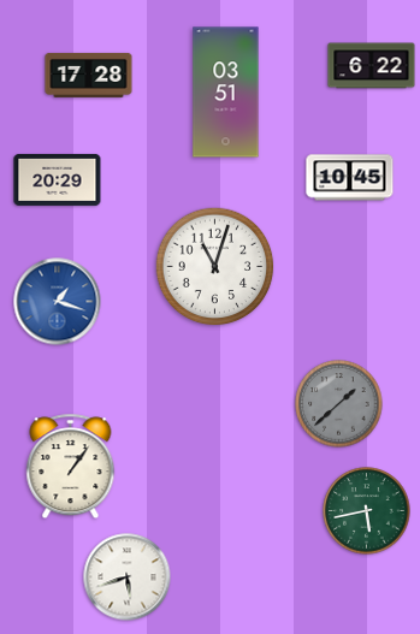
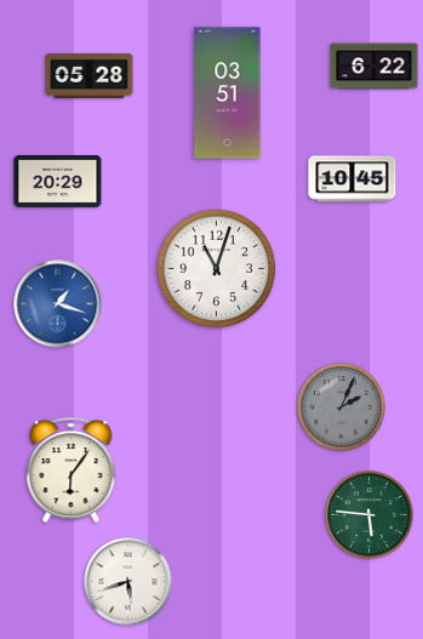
clock at (89, 75): 17:28 -> 05:28
clock at (339, 404): 1:38 -> 2:04
clock at (71, 467): 1:06 -> 6:06
clock at (367, 511): 5:43 -> 5:46
